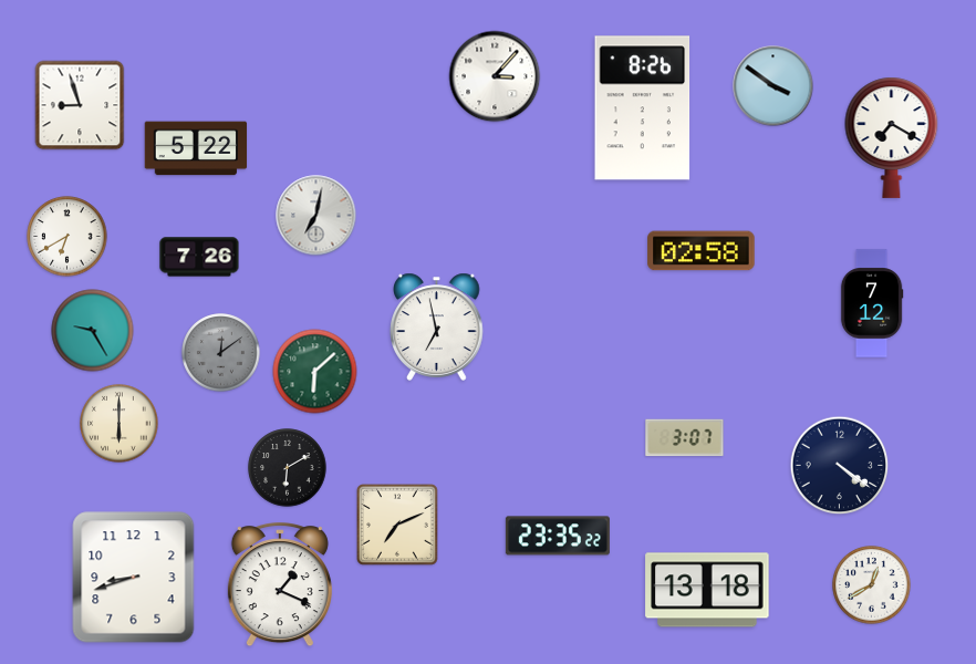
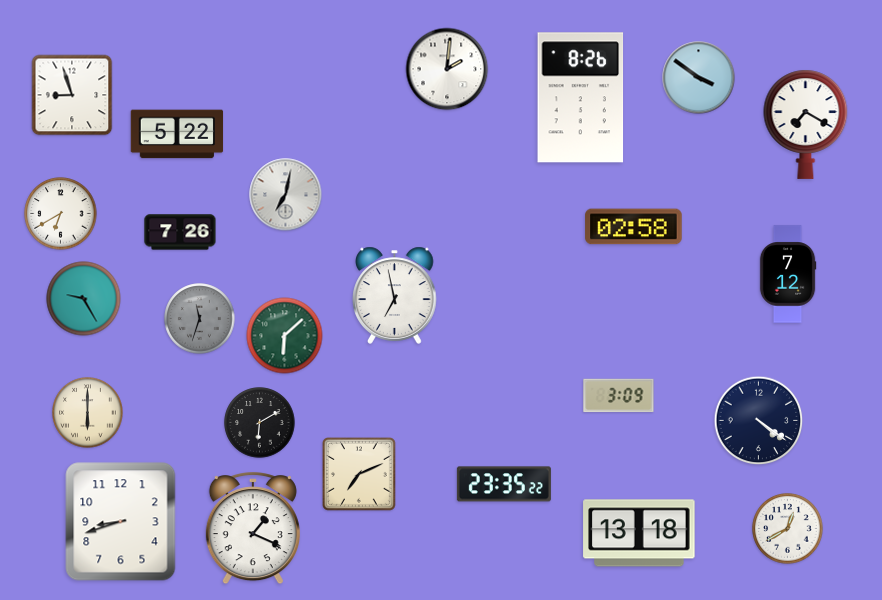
clock at (495, 76): 3:07 -> 2:01
clock at (221, 353): 12:09 -> 11:33
clock at (120, 424) position: (120, 424) -> (88, 413)
clock at (685, 438): 3:07 -> 3:09
